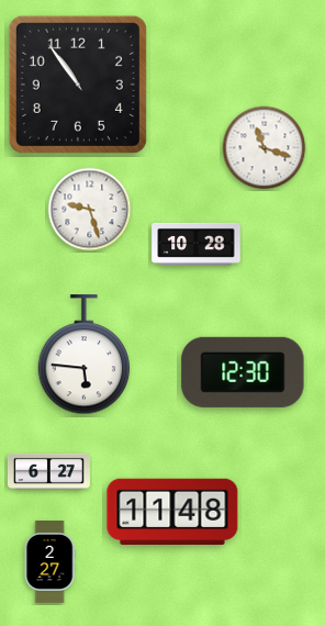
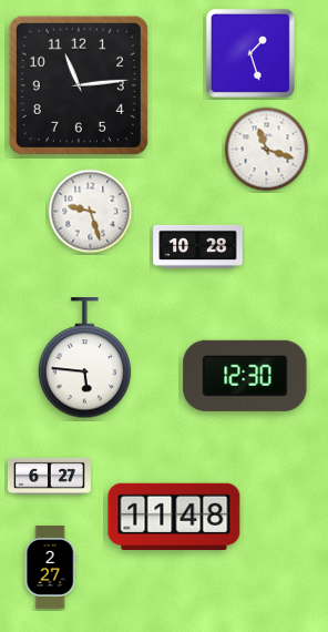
clock at (250, 53): none -> 1:27
clock at (78, 85): 10:54 -> 11:14
